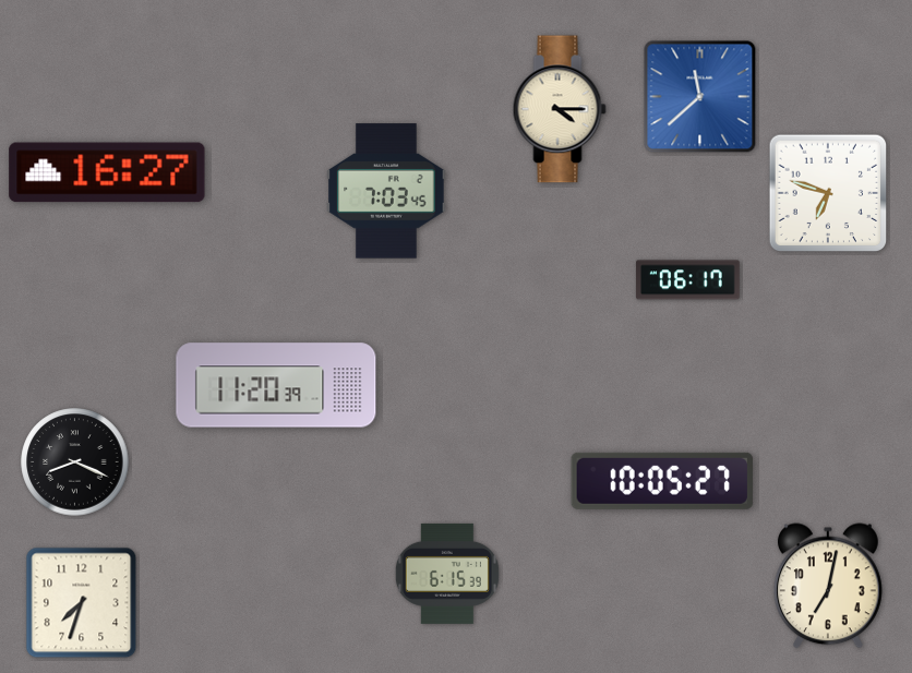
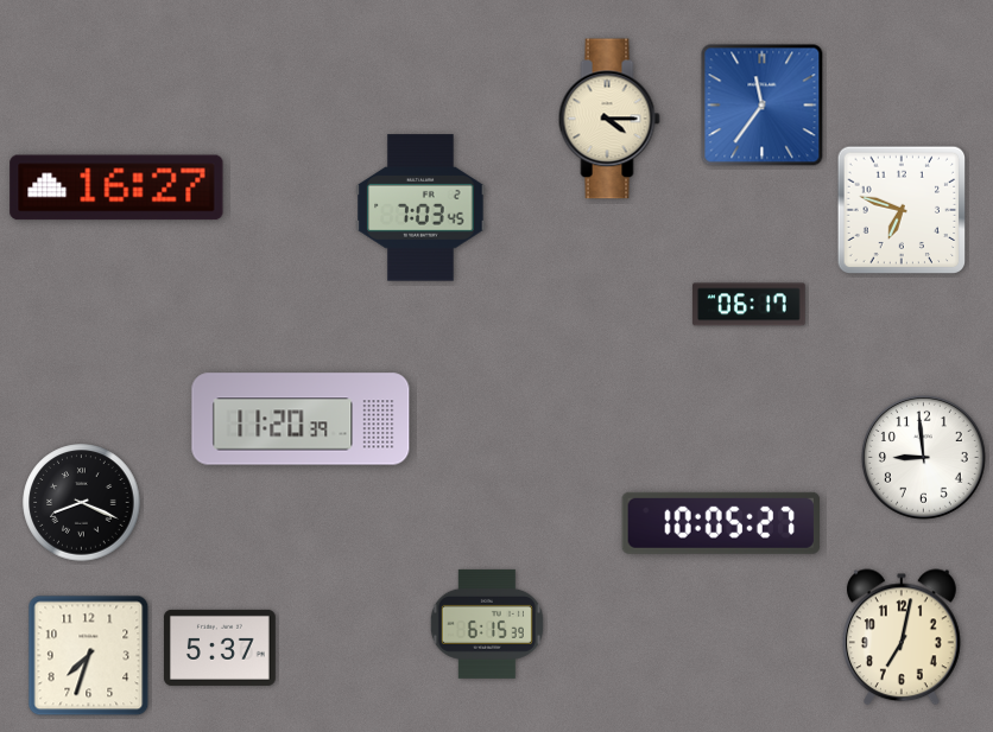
clock at (700, 97): 11:38 -> 11:36
clock at (923, 457): none -> 8:59
clock at (220, 648): none -> 5:37
